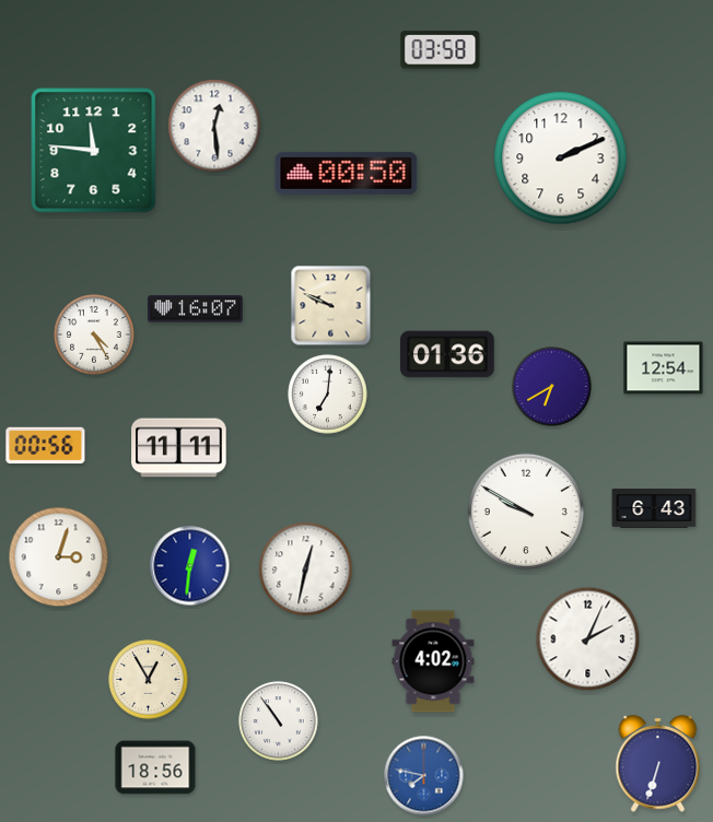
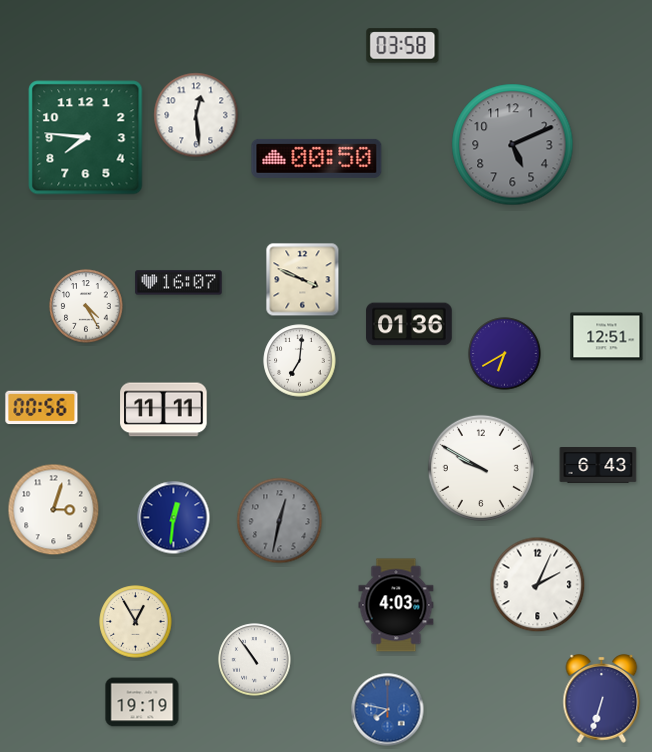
clock at (94, 151): 11:46 -> 7:46
clock at (561, 158): 2:11 -> 5:11
clock at (561, 158) dial: white -> grey
clock at (331, 306): 9:49 -> 3:49
clock at (664, 368): 12:54 -> 12:51
clock at (306, 569) dial: white -> grey
clock at (433, 661): 4:02 -> 4:03
clock at (155, 767): 18:56 -> 19:19
